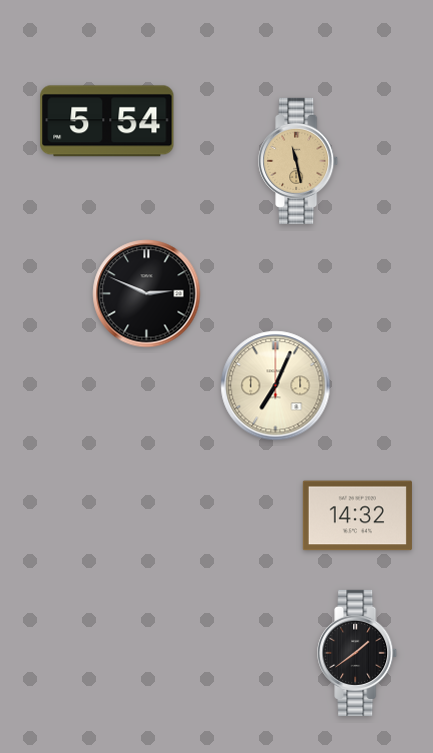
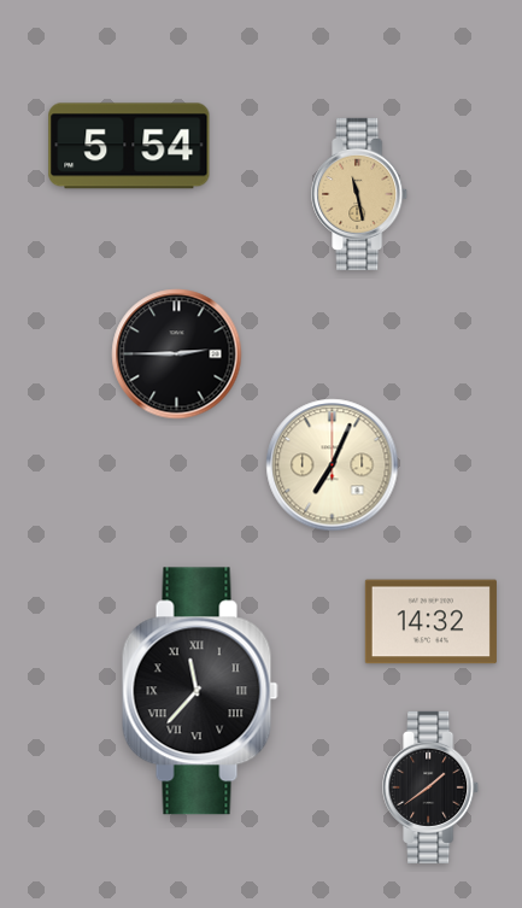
clock at (147, 294): 2:49 -> 2:45
clock at (200, 691): none -> 11:37
